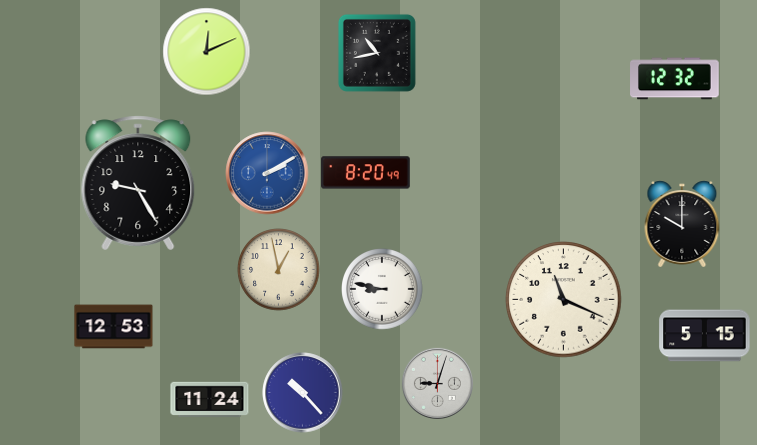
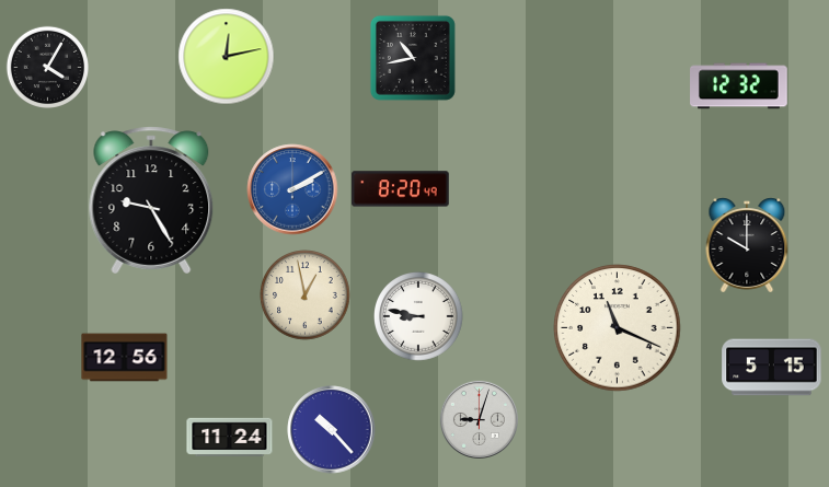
clock at (207, 52): 12:11 -> 12:13
clock at (48, 68): none -> 4:05
clock at (114, 327): 12:53 -> 12:56
